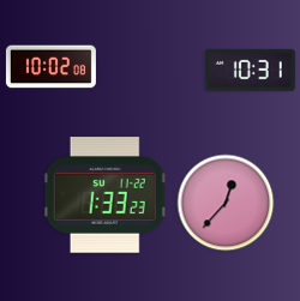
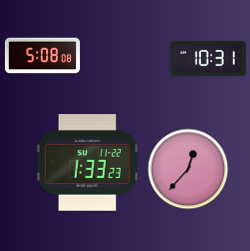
clock at (50, 67): 10:02 -> 5:08
